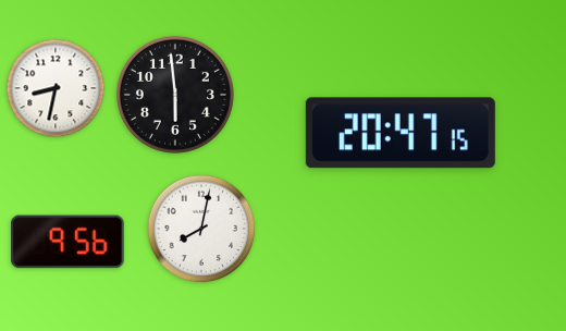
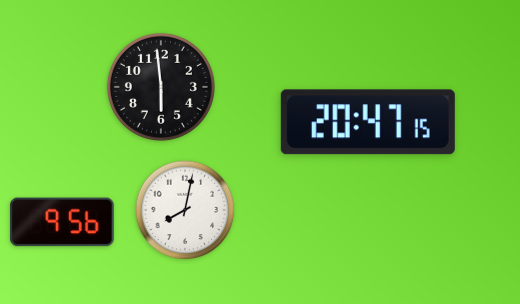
clock at (56, 88): 8:32 -> none
